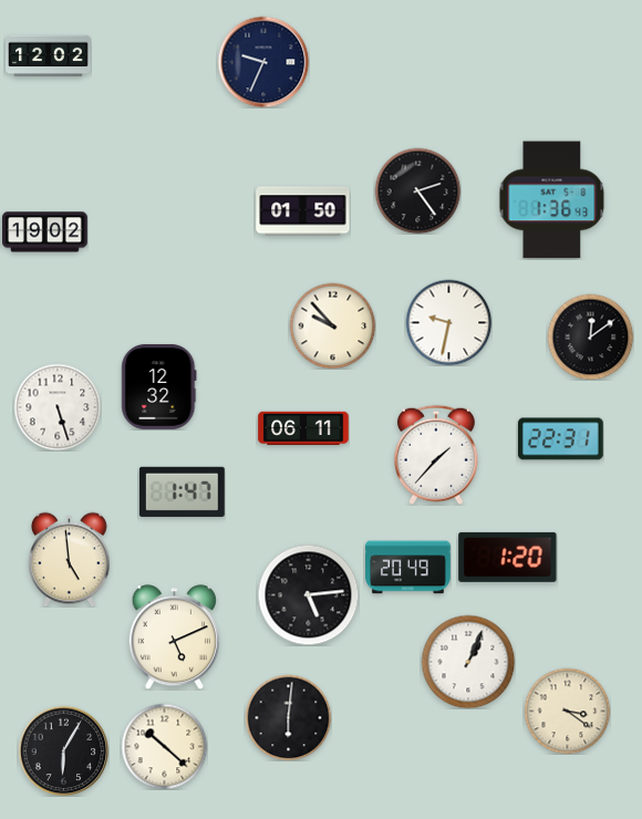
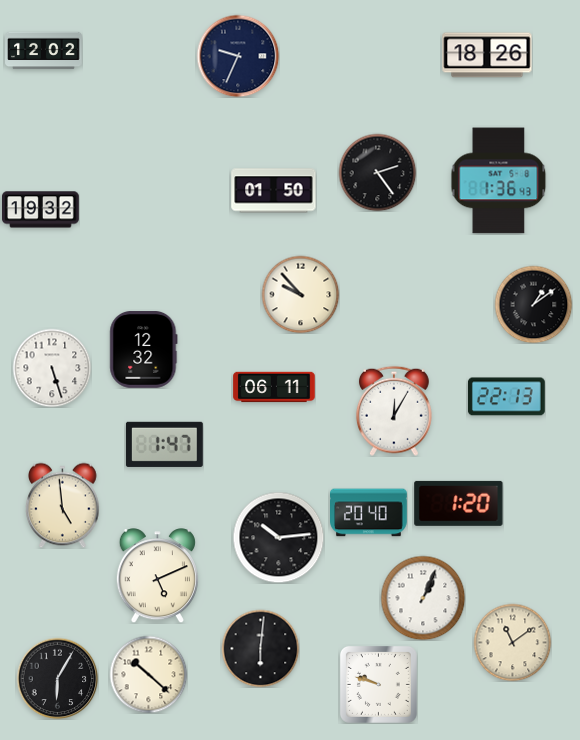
clock at (487, 55): none -> 18:26
clock at (45, 232): 19:02 -> 19:32
clock at (448, 322): 9:32 -> none
clock at (590, 336): 12:09 -> 1:09
clock at (560, 439): 22:31 -> 22:13
clock at (436, 455): 1:37 -> 12:05
clock at (408, 568): 20:49 -> 20:40
clock at (308, 594): 5:14 -> 10:14
clock at (567, 711): 3:21 -> 11:09
clock at (378, 684): none -> 9:48
